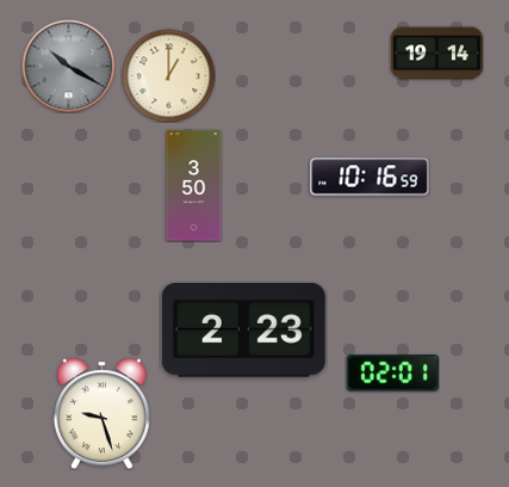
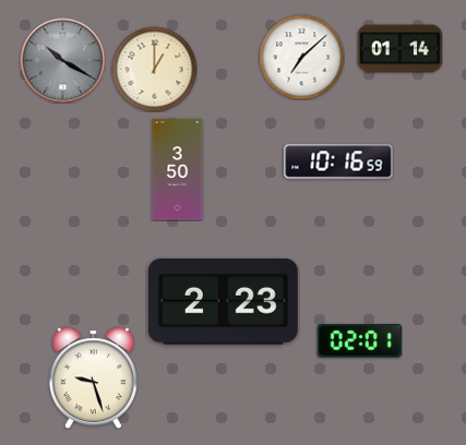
clock at (436, 54): 19:14 -> 01:14
clock at (301, 57): none -> 7:08
